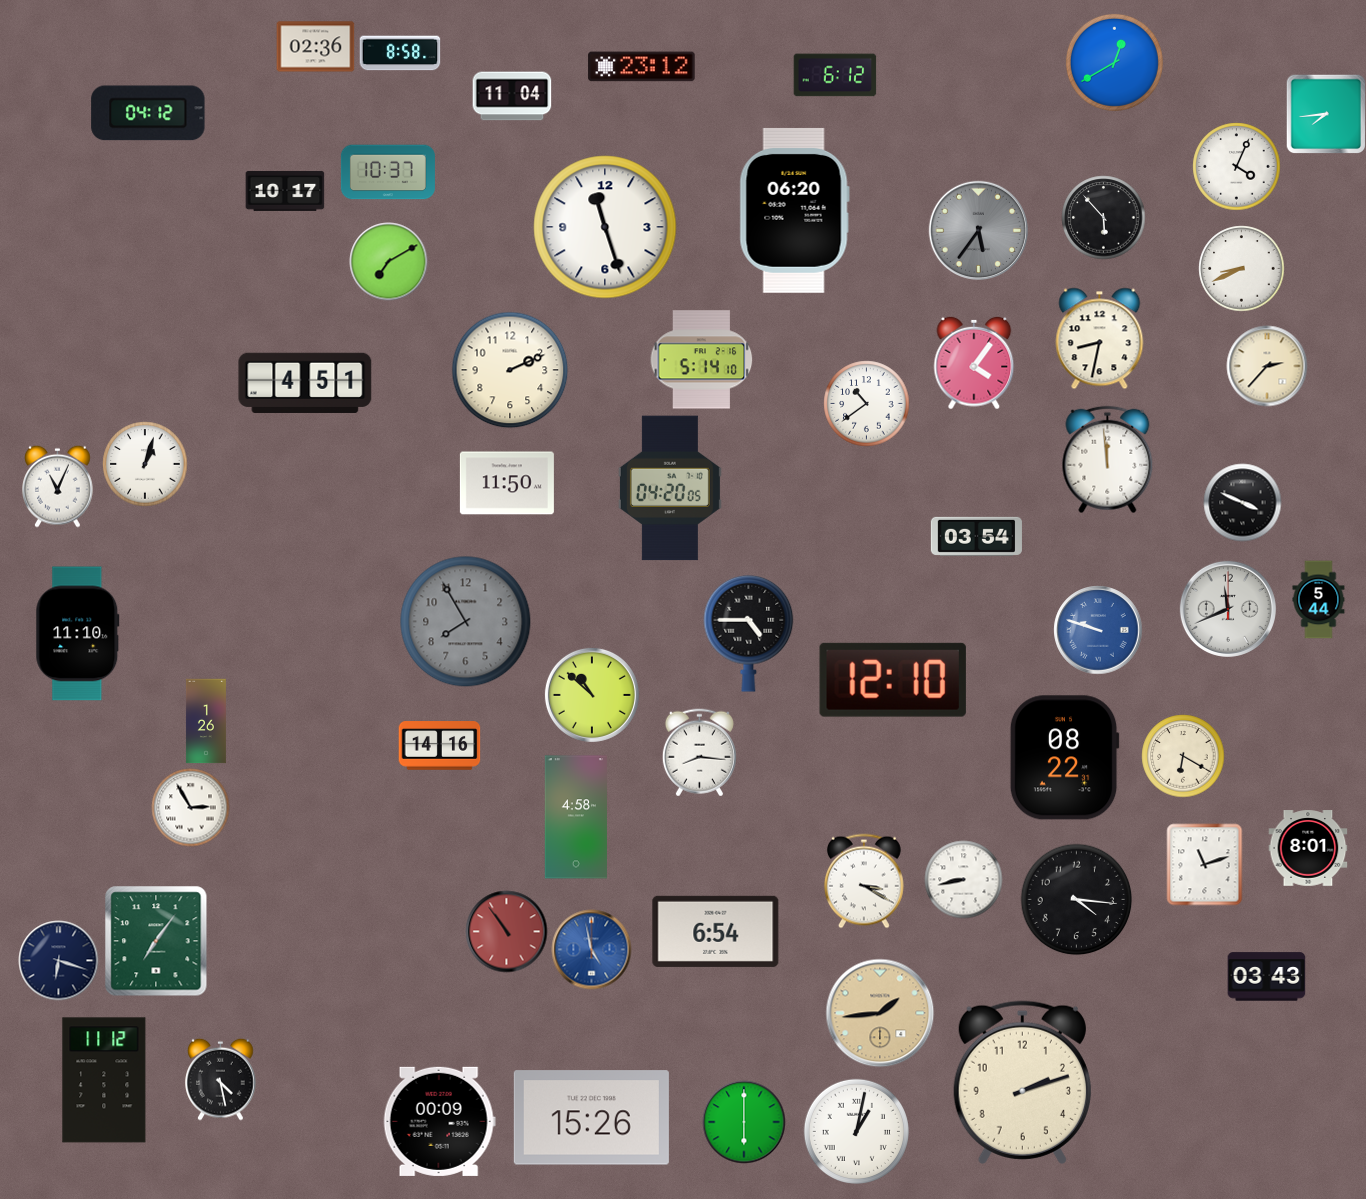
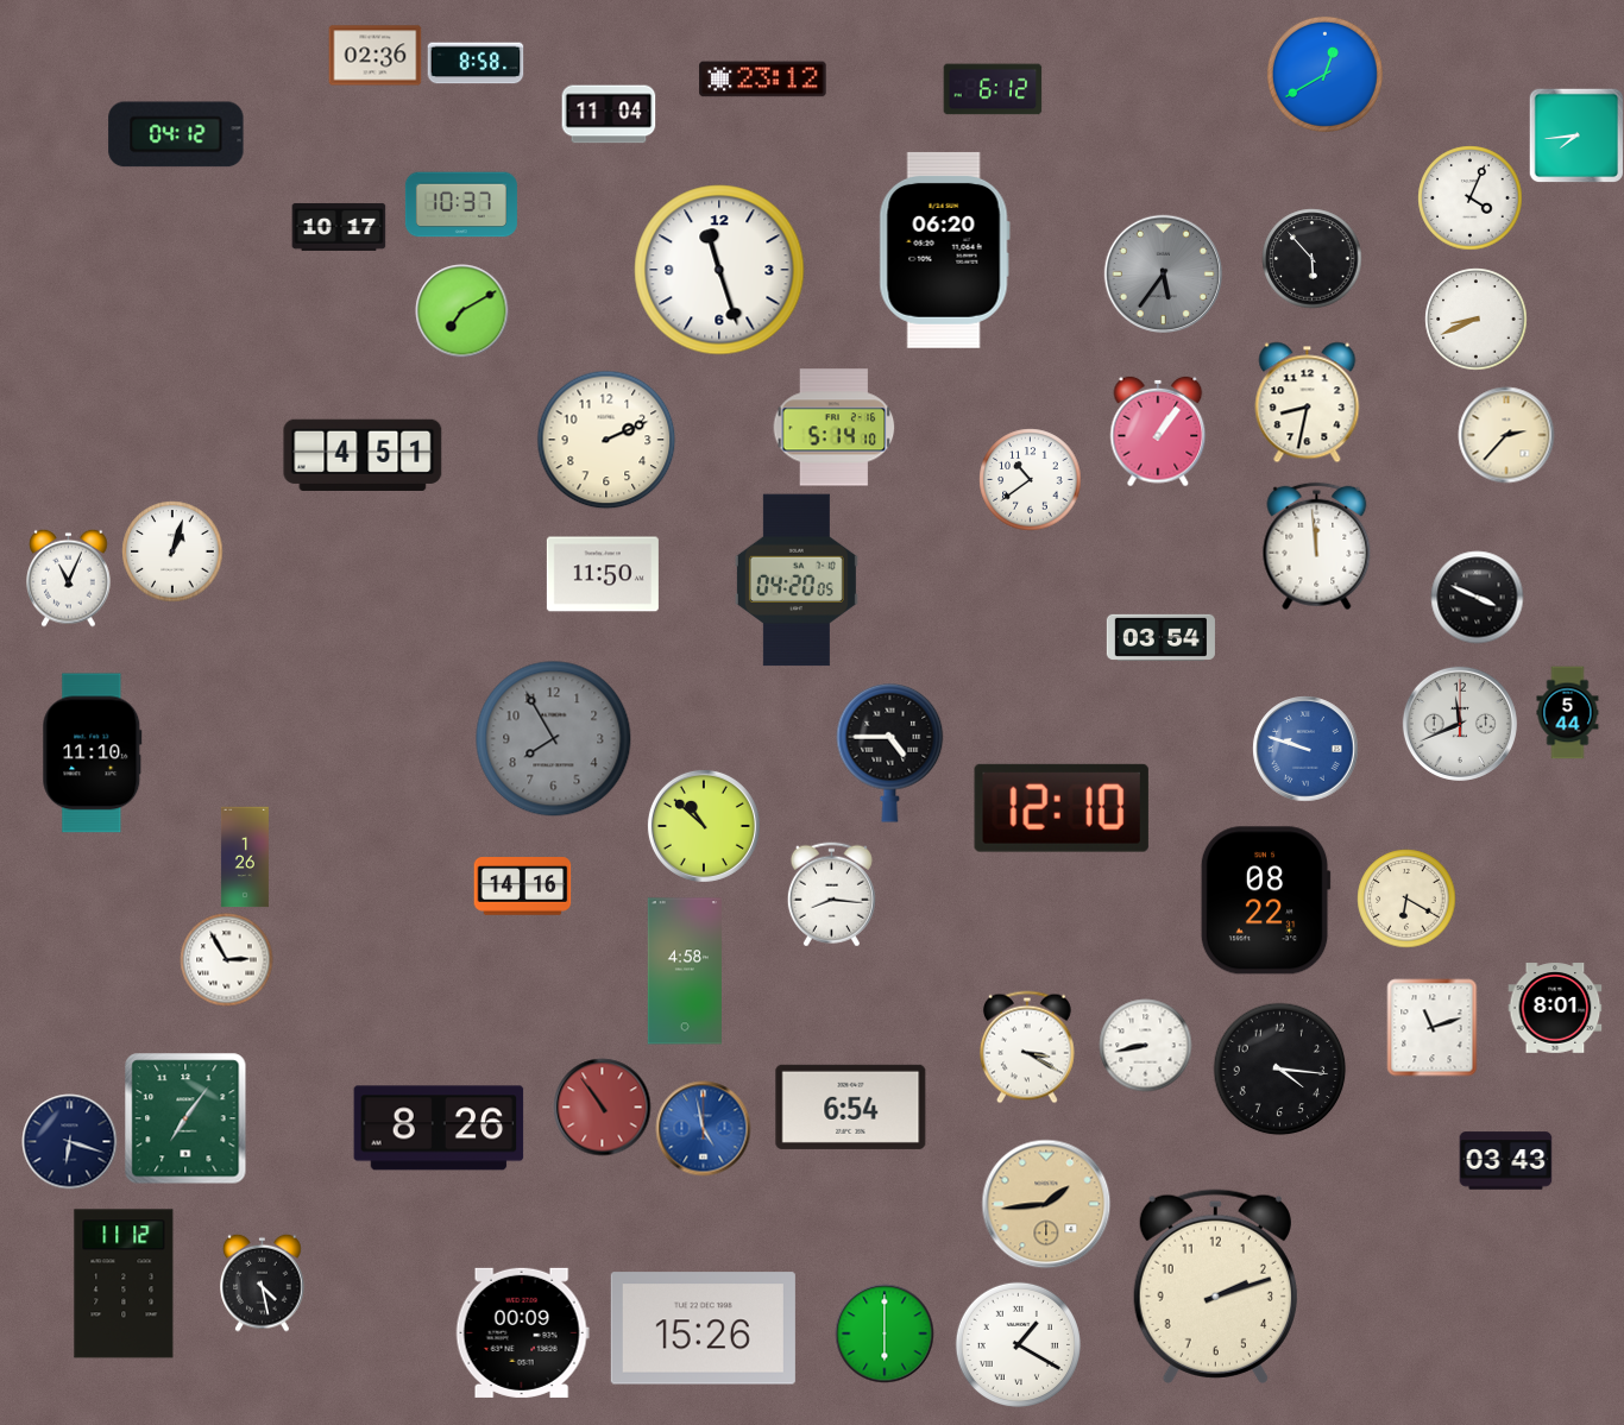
clock at (974, 363): 4:06 -> 1:06
clock at (439, 1128): none -> 8:26
clock at (856, 1131): 1:02 -> 1:20
